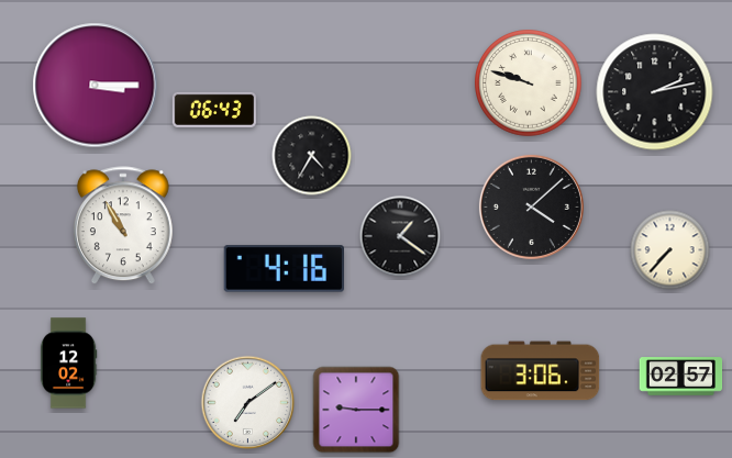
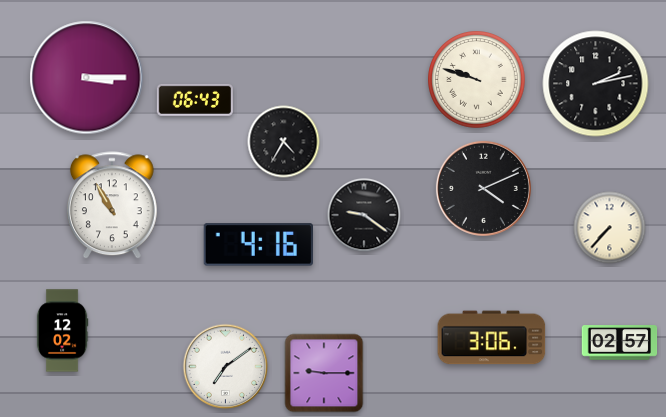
clock at (529, 83) position: (529, 83) -> (477, 80)
clock at (531, 206): 4:08 -> 4:11
clock at (400, 236): 1:21 -> 9:21
